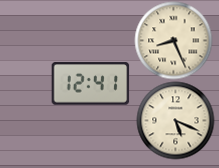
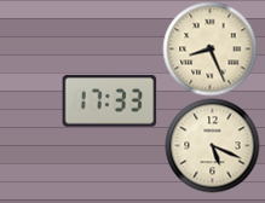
clock at (90, 84): 12:41 -> 17:33
